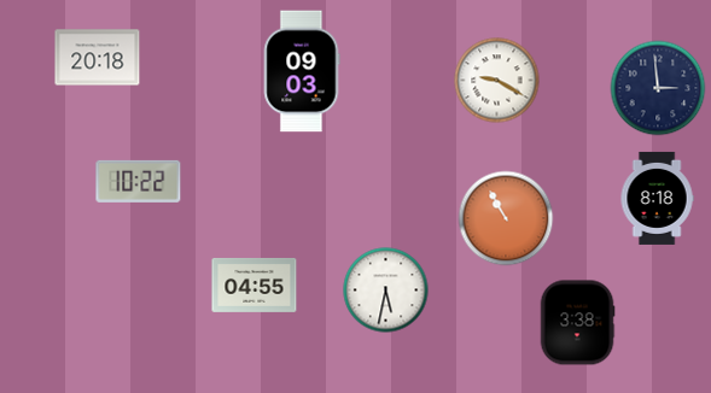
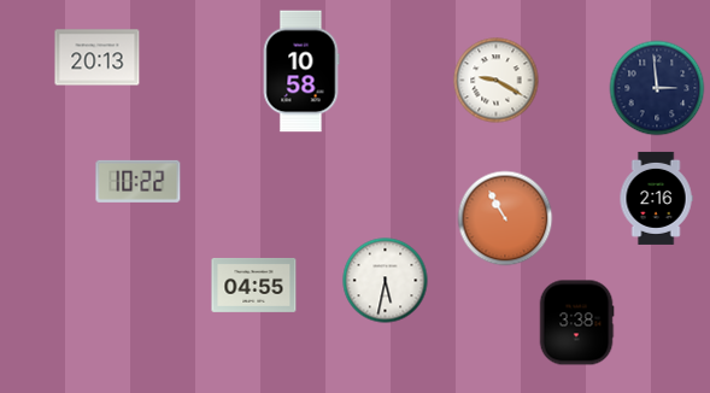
clock at (98, 58): 20:18 -> 20:13
clock at (302, 71): 09:03 -> 10:58
clock at (657, 198): 8:18 -> 2:16
clock at (386, 291) position: (386, 291) -> (386, 281)
